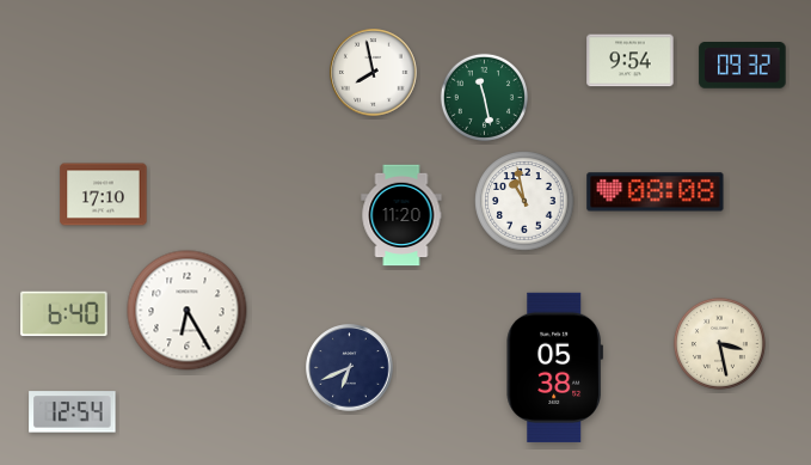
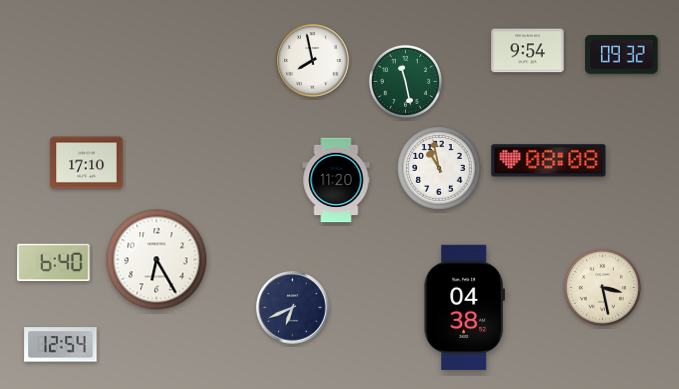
clock at (554, 367): 05:38 -> 04:38
